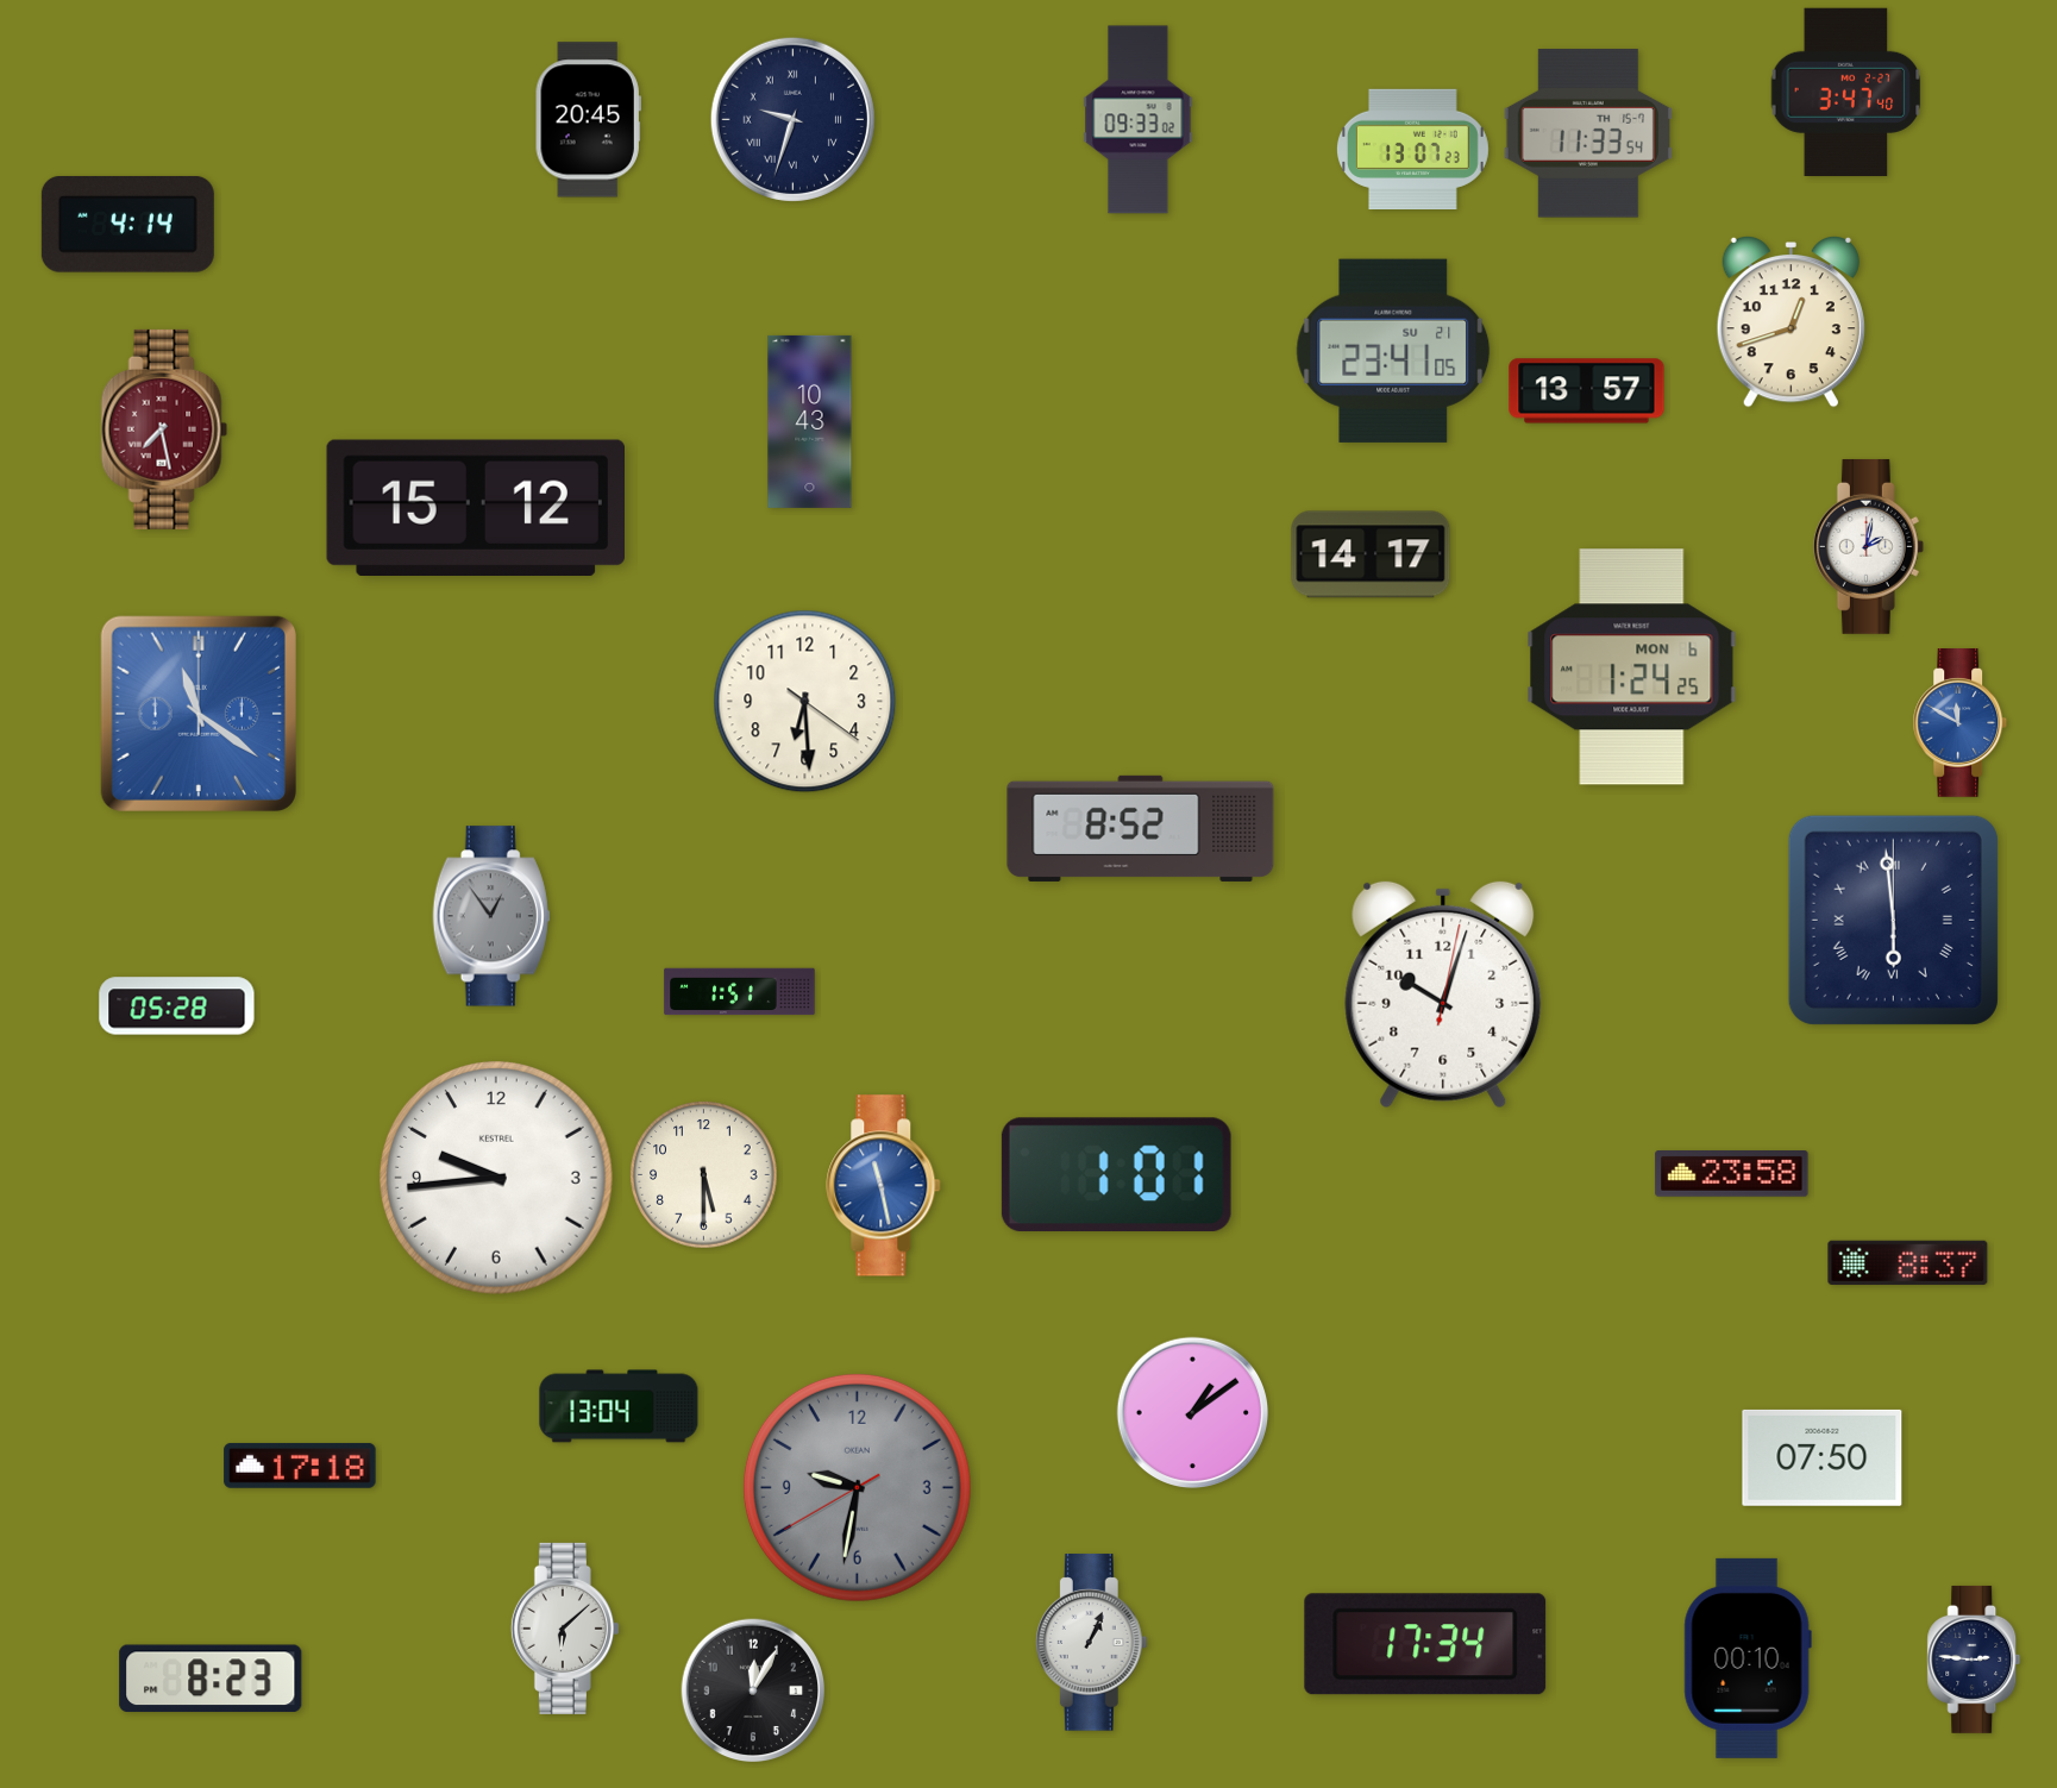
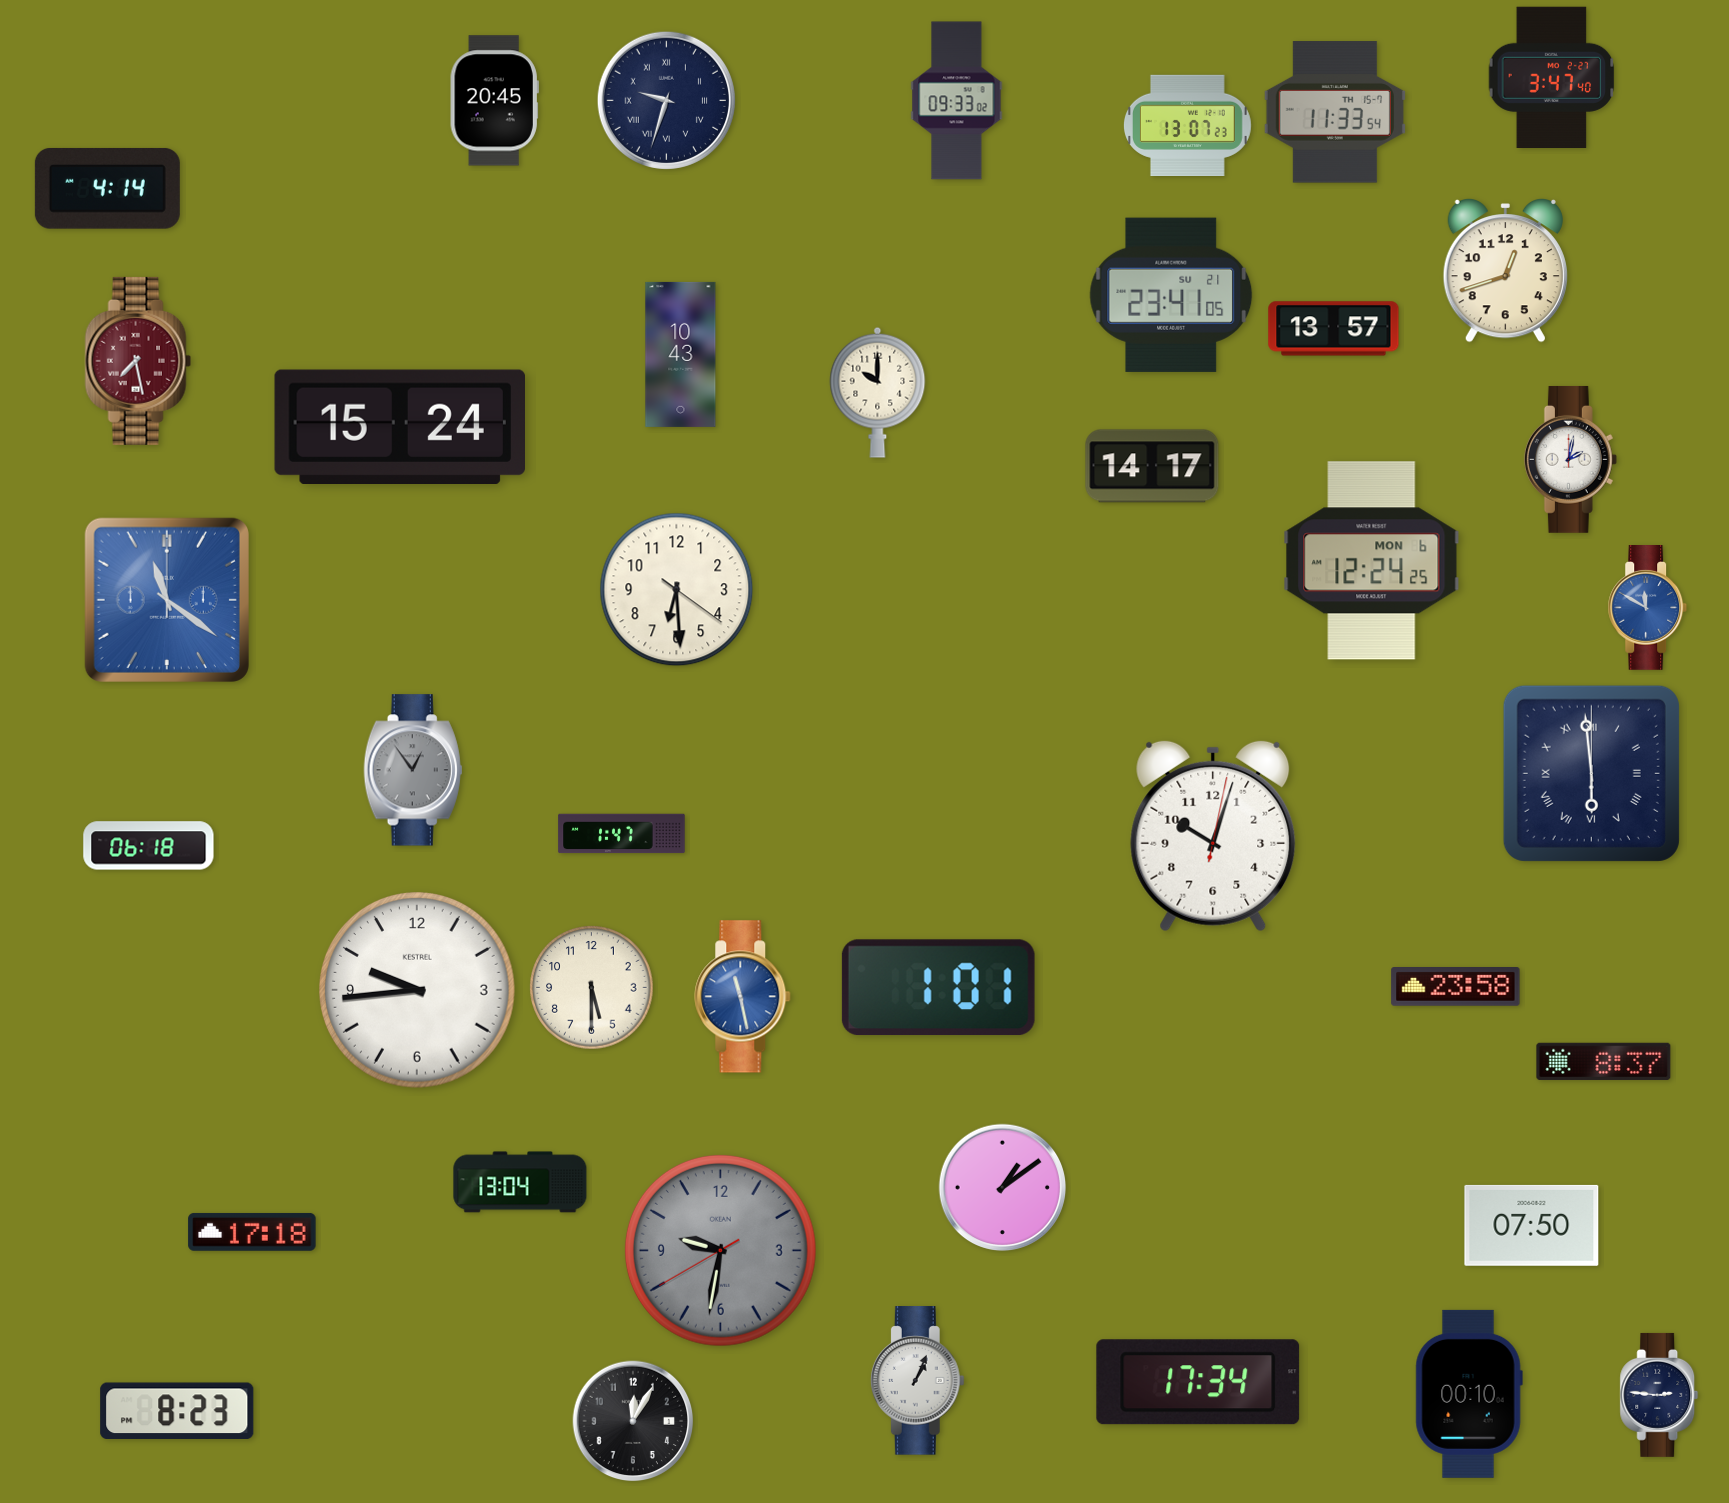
clock at (878, 392): none -> 10:00
clock at (475, 507): 15:12 -> 15:24
clock at (1632, 667): 1:24 -> 12:24
clock at (1141, 828): 8:52 -> none
clock at (740, 992): 1:51 -> 1:47
clock at (177, 1006): 05:28 -> 06:18
clock at (565, 1629): 6:08 -> none
